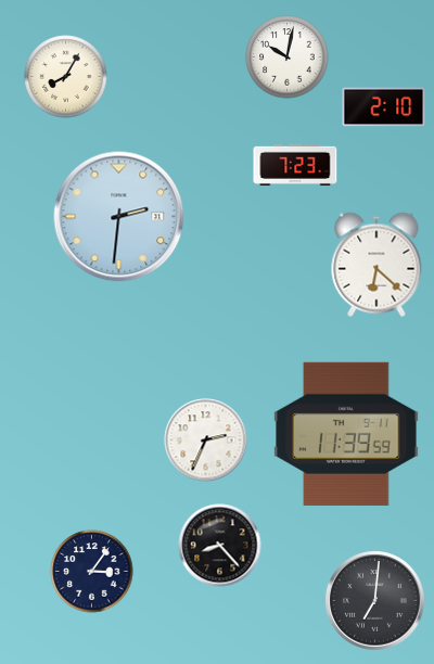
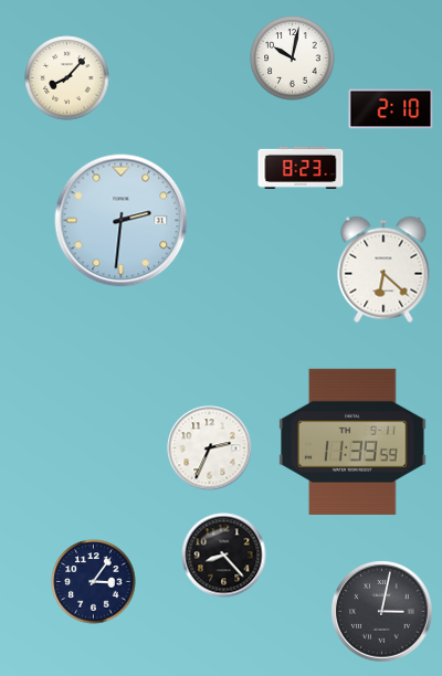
clock at (66, 77): 8:05 -> 8:07
clock at (295, 165): 7:23 -> 8:23
clock at (375, 601): 7:01 -> 3:02
